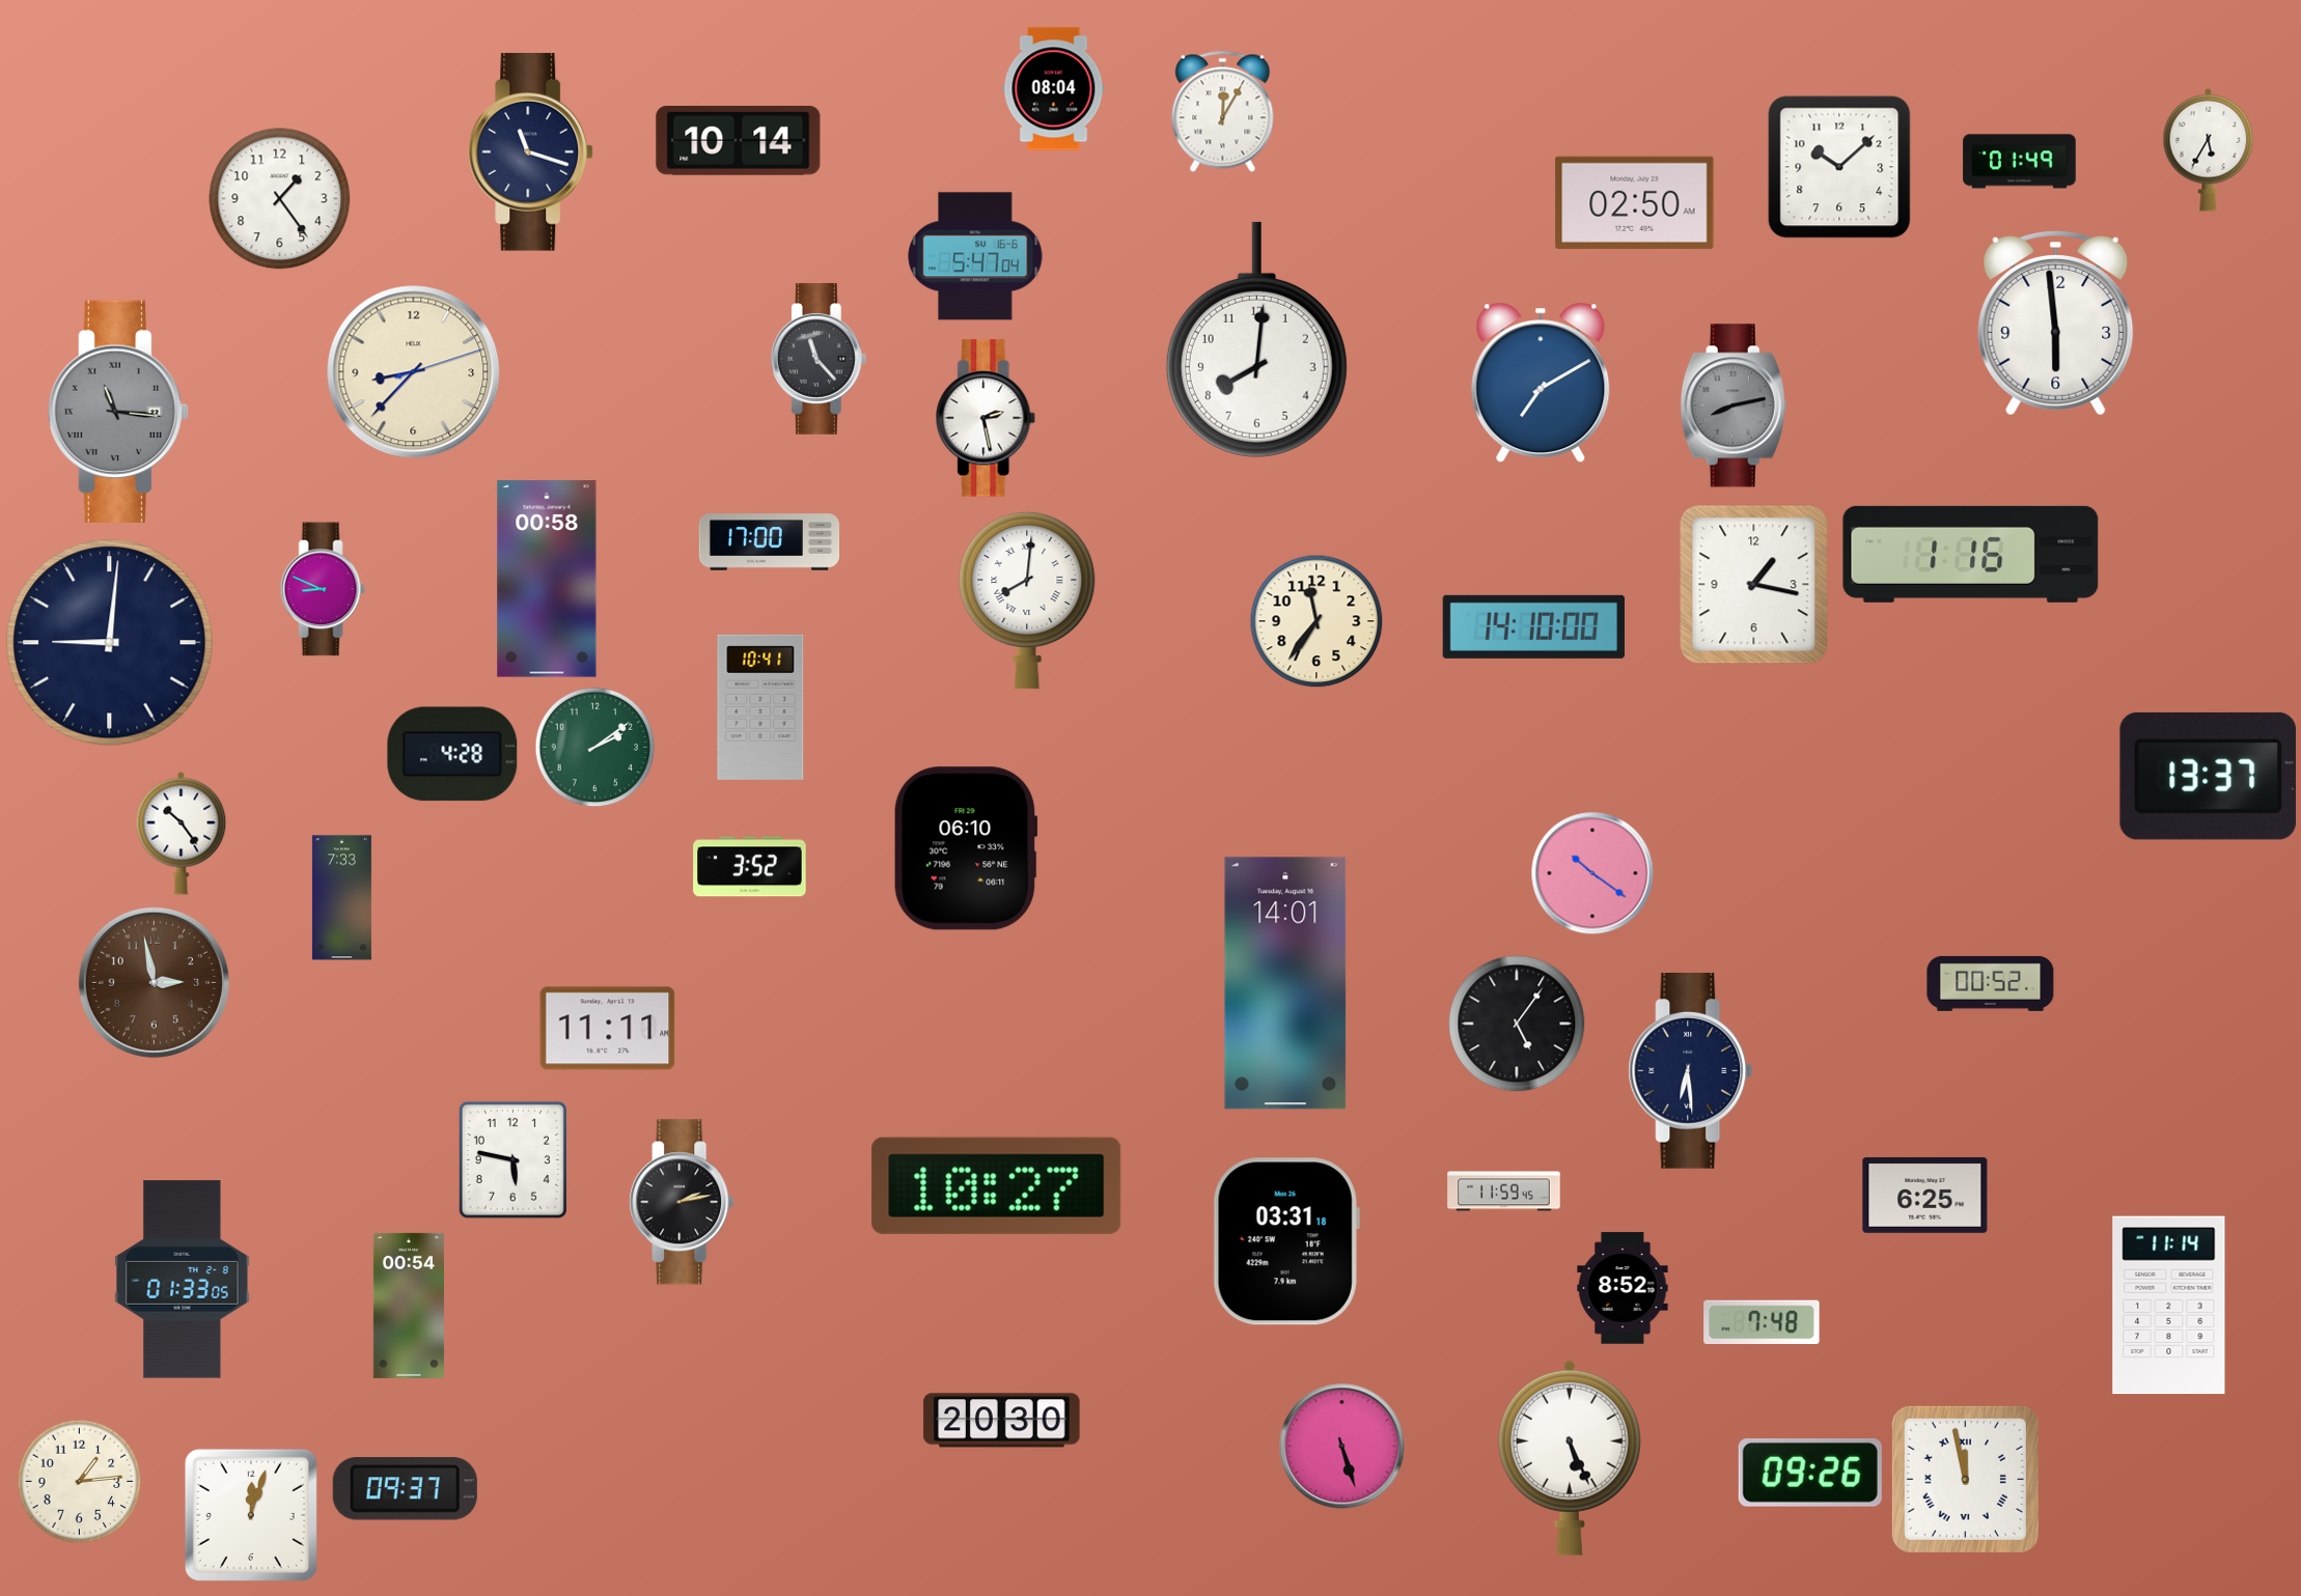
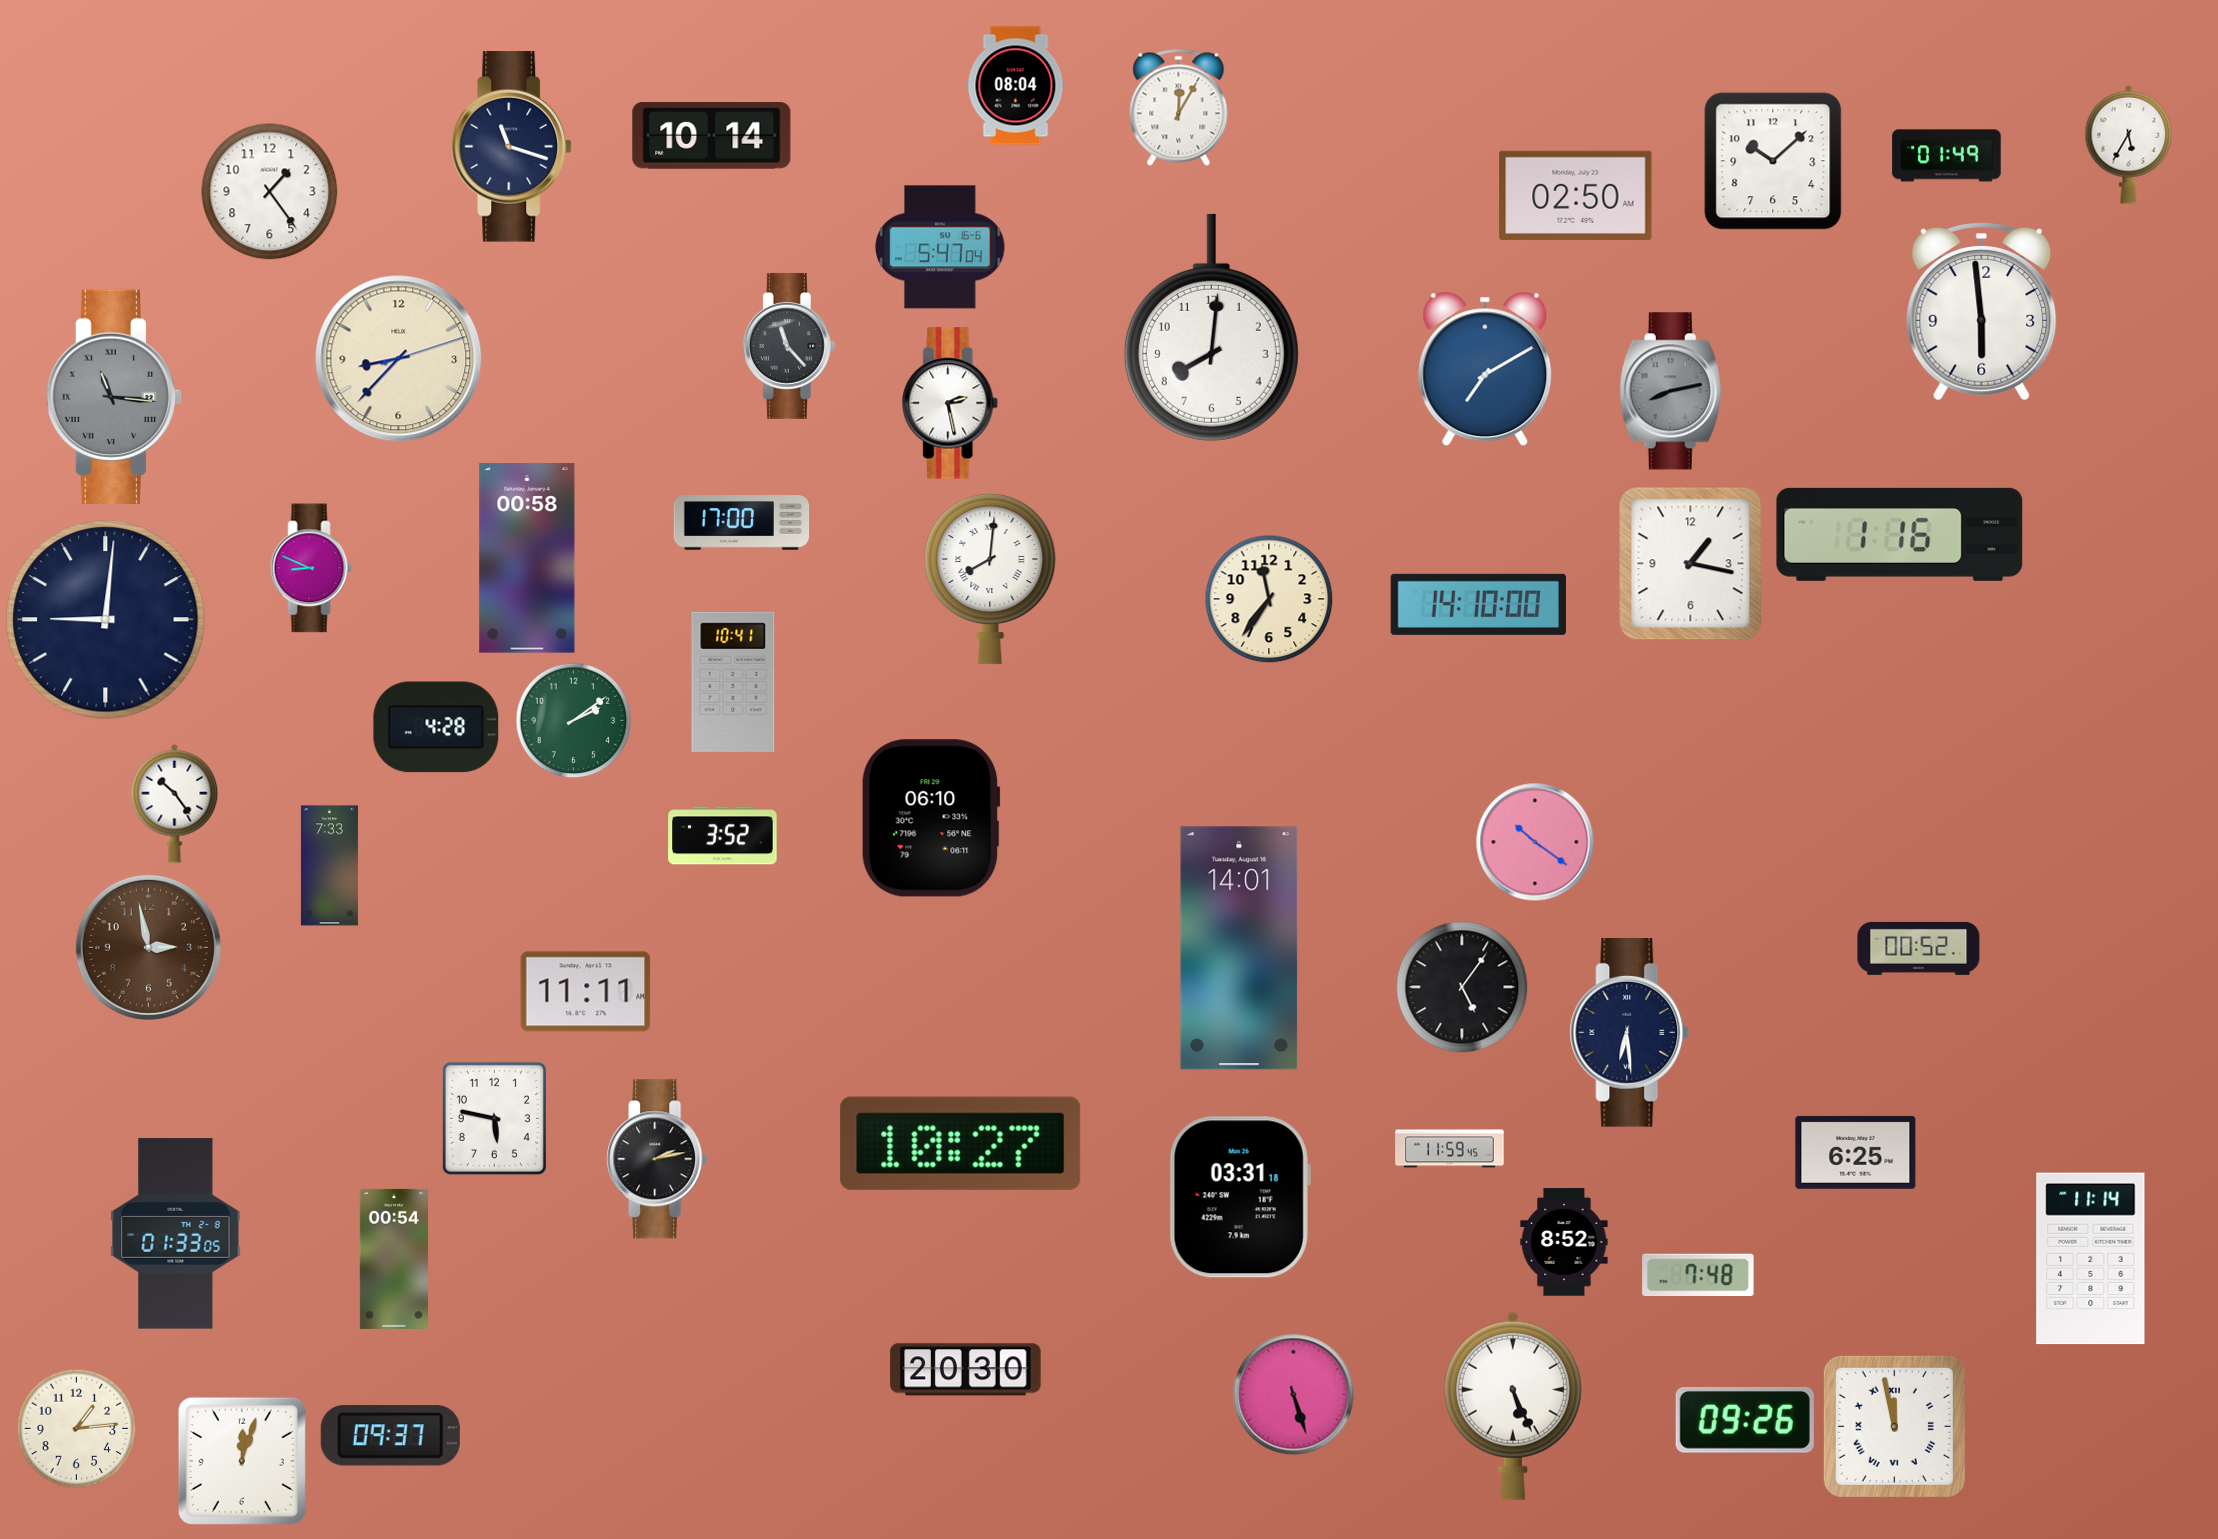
clock at (2208, 776): 13:37 -> none
